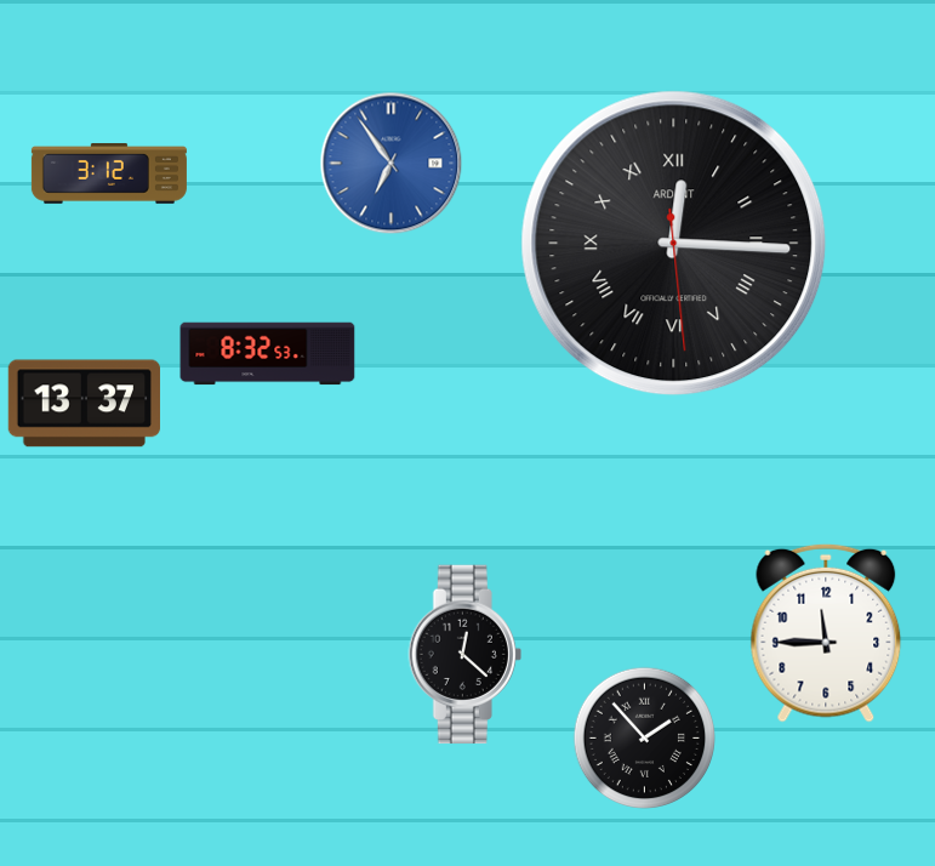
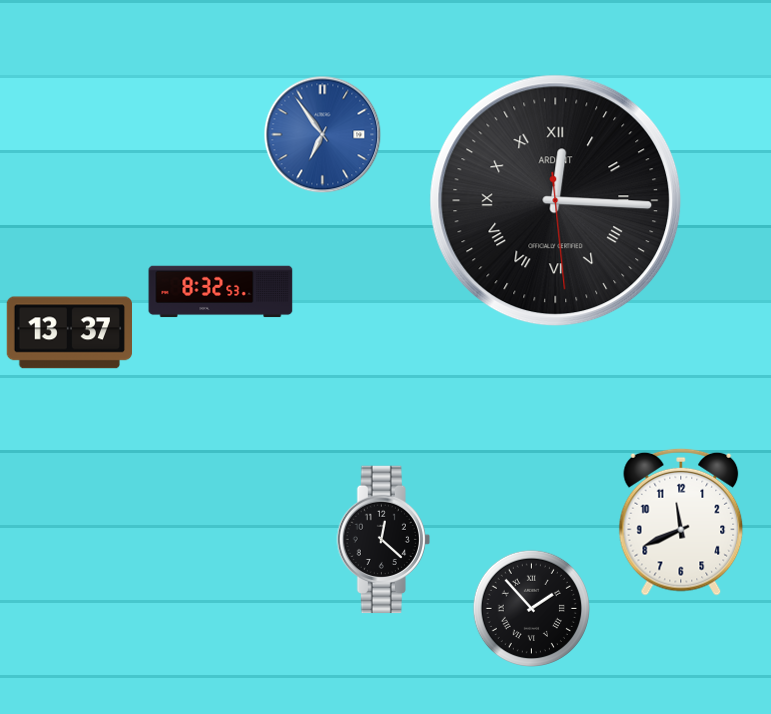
clock at (109, 173): 3:12 -> none
clock at (826, 633): 11:45 -> 11:41
